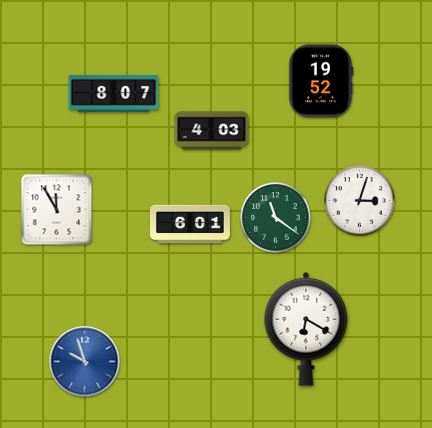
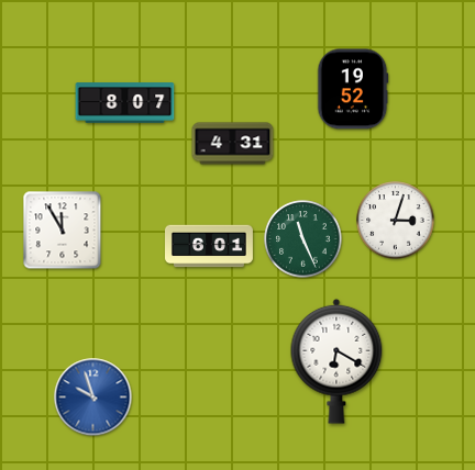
clock at (212, 131): 4:03 -> 4:31
clock at (276, 218): 11:21 -> 11:26
